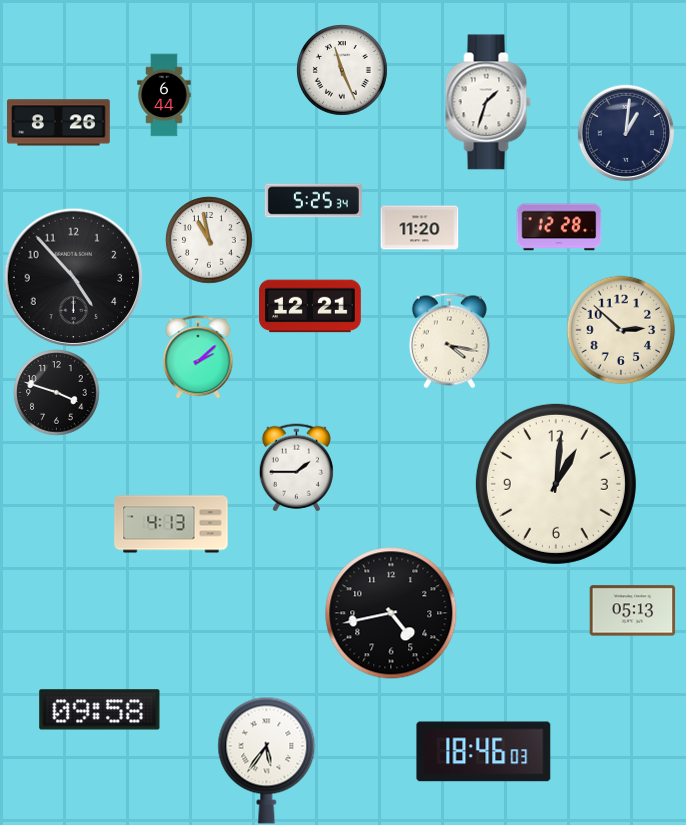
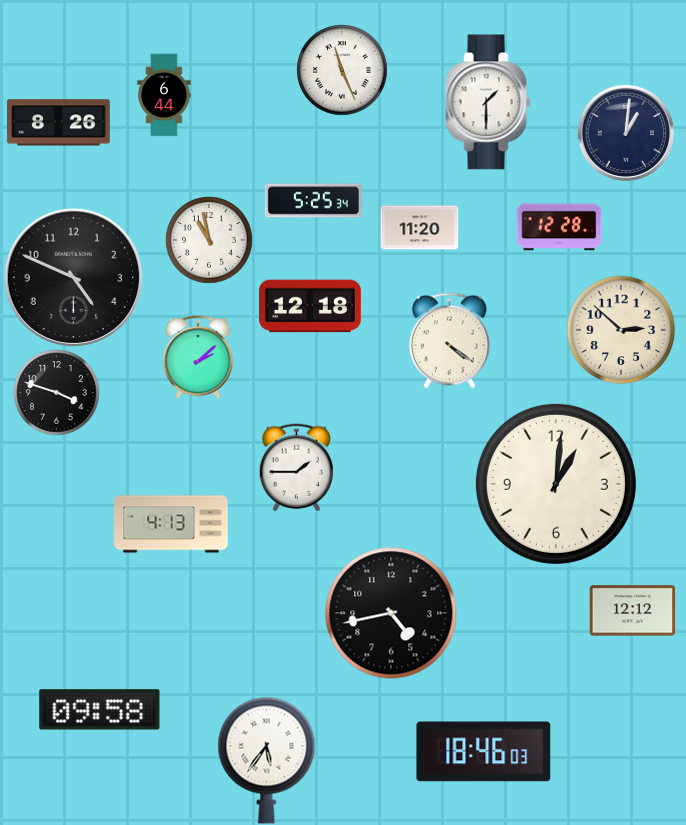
clock at (488, 102): 1:33 -> 1:30
clock at (73, 277): 4:53 -> 4:49
clock at (311, 306): 12:21 -> 12:18
clock at (449, 340): 4:17 -> 4:21
clock at (632, 611): 05:13 -> 12:12
